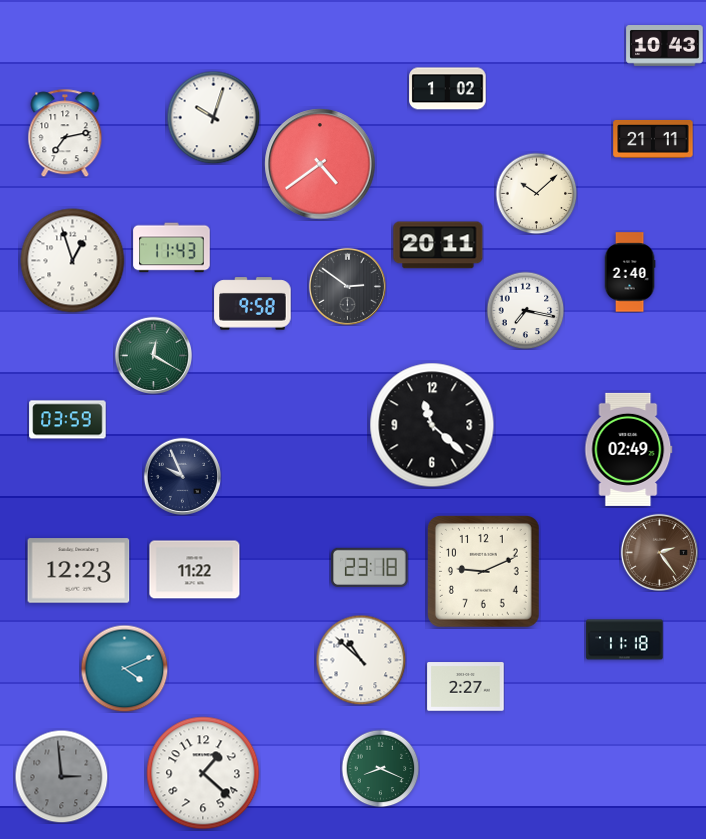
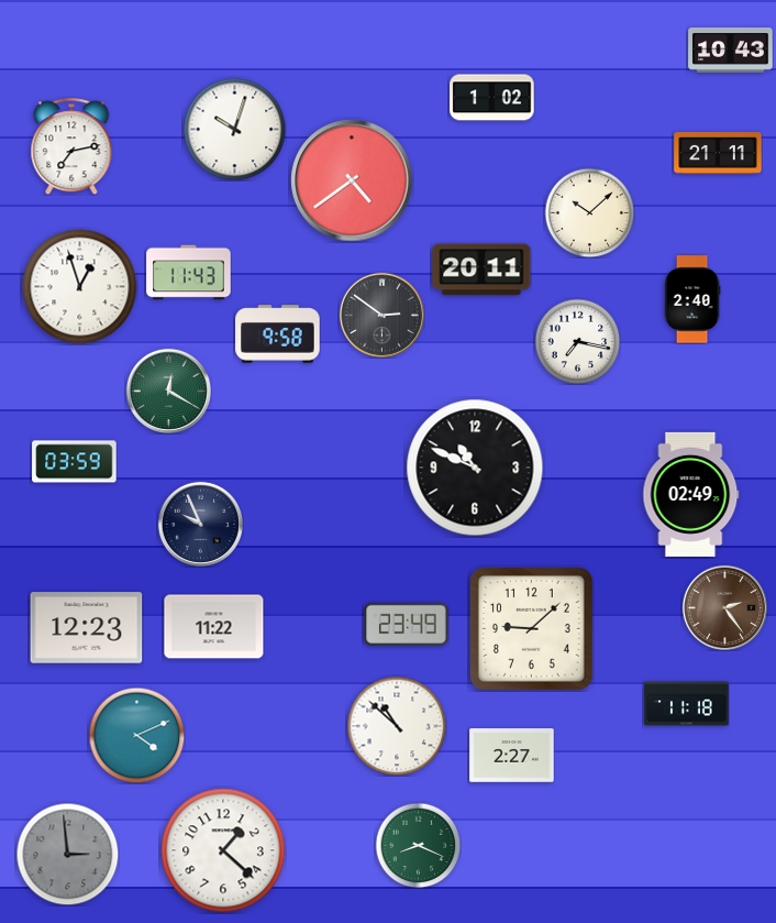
clock at (432, 425): 11:22 -> 10:49
clock at (370, 567): 23:18 -> 23:49
clock at (484, 572): 9:11 -> 9:08
